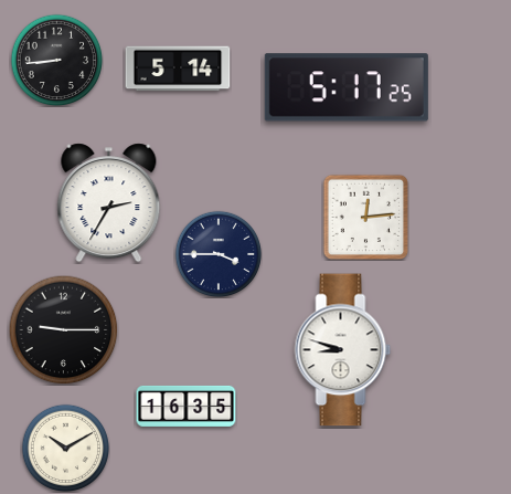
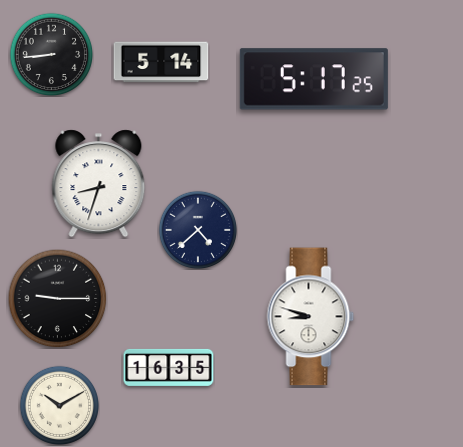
clock at (109, 203): 2:35 -> 8:33
clock at (365, 217): 12:14 -> none
clock at (217, 253): 3:45 -> 4:38
